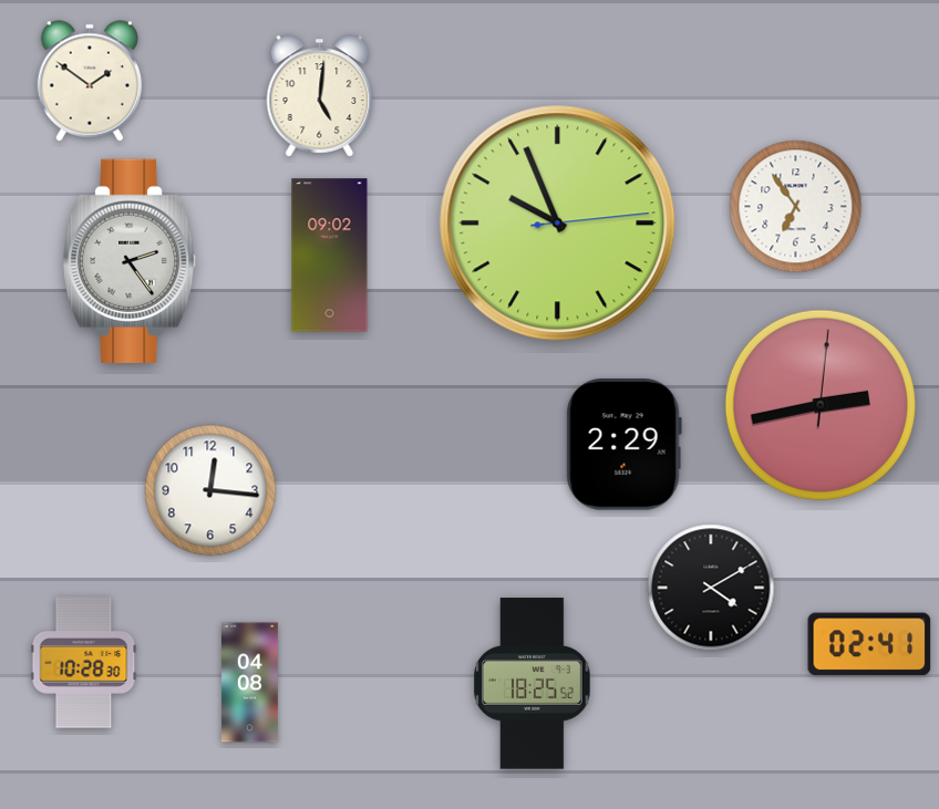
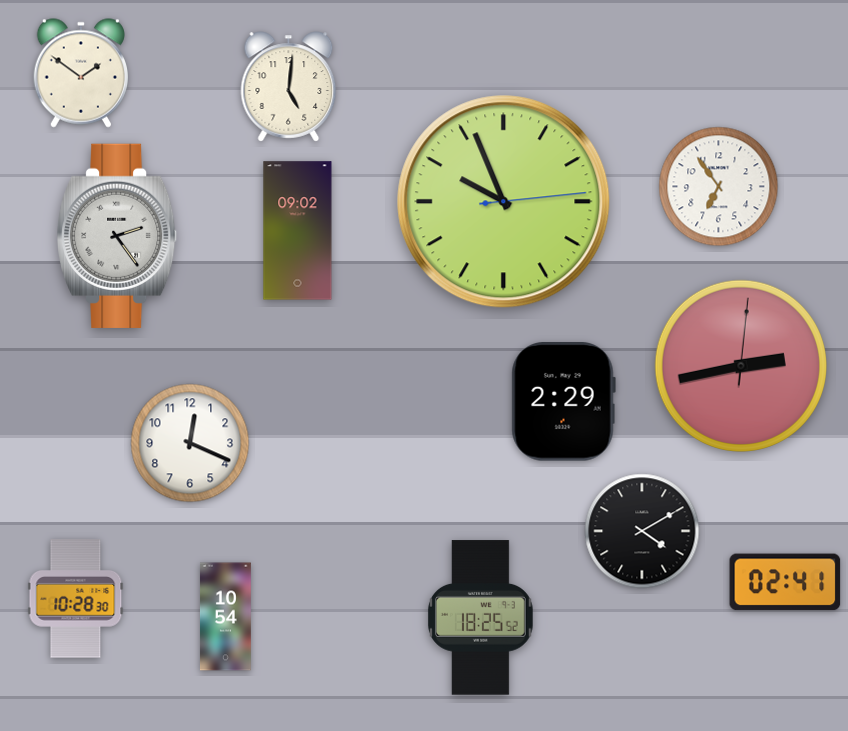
clock at (210, 490): 12:16 -> 12:19
clock at (249, 683): 04:08 -> 10:54
